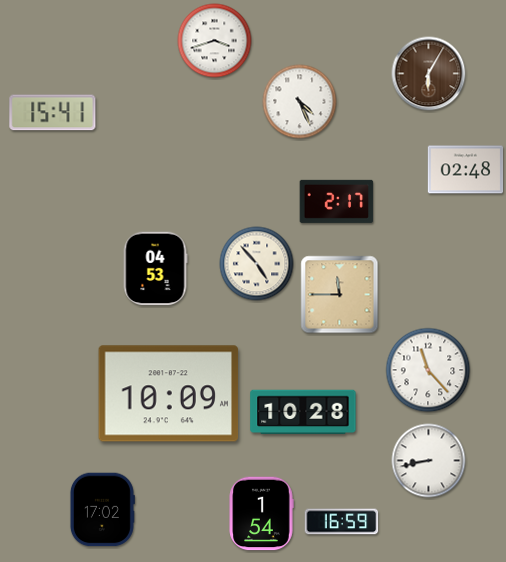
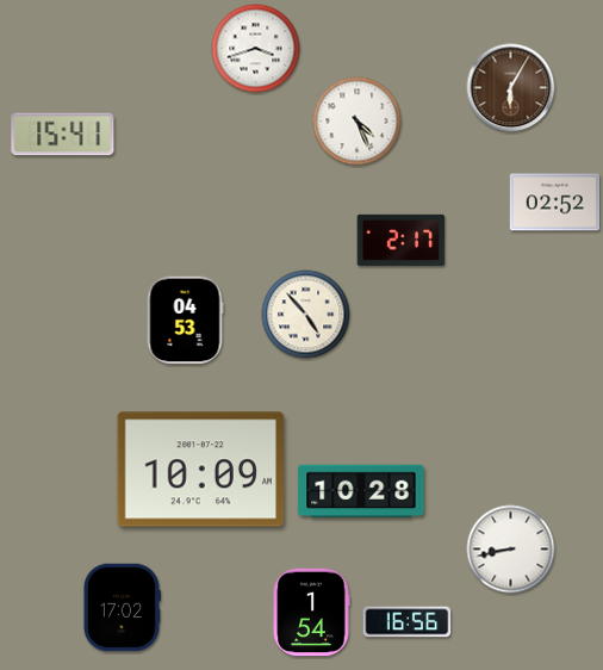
clock at (466, 170): 02:48 -> 02:52
clock at (340, 295): 11:45 -> none
clock at (428, 370): 11:23 -> none
clock at (342, 522): 16:59 -> 16:56
